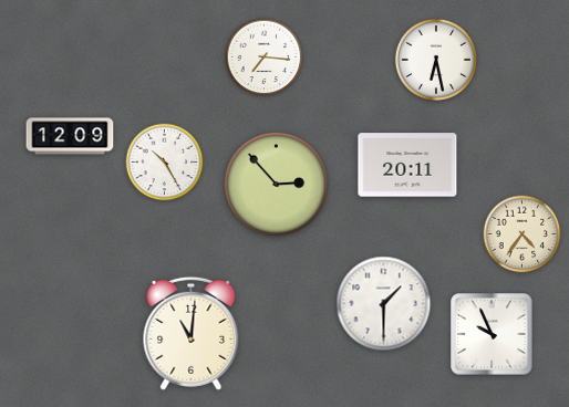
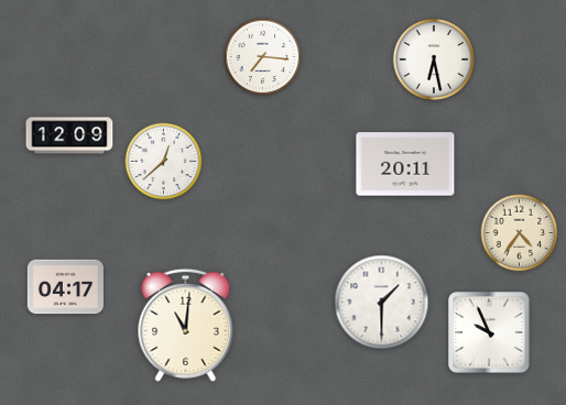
clock at (165, 163): 10:25 -> 12:38
clock at (276, 184): 2:53 -> none
clock at (65, 287): none -> 04:17
clock at (192, 333) position: (192, 333) -> (186, 325)
